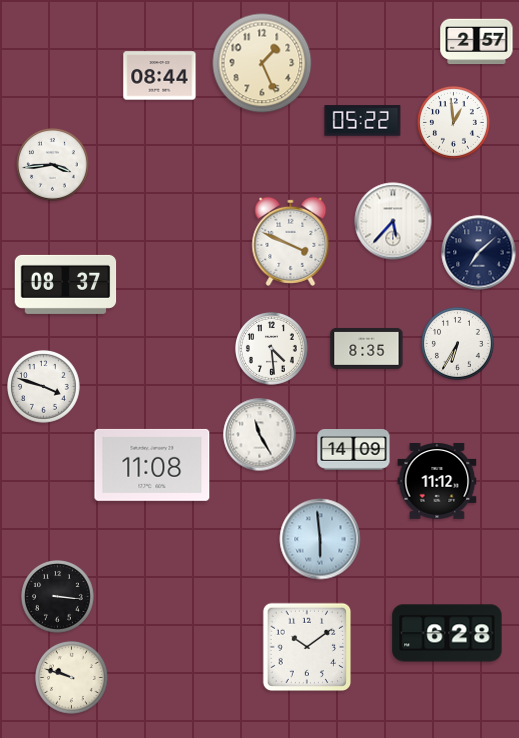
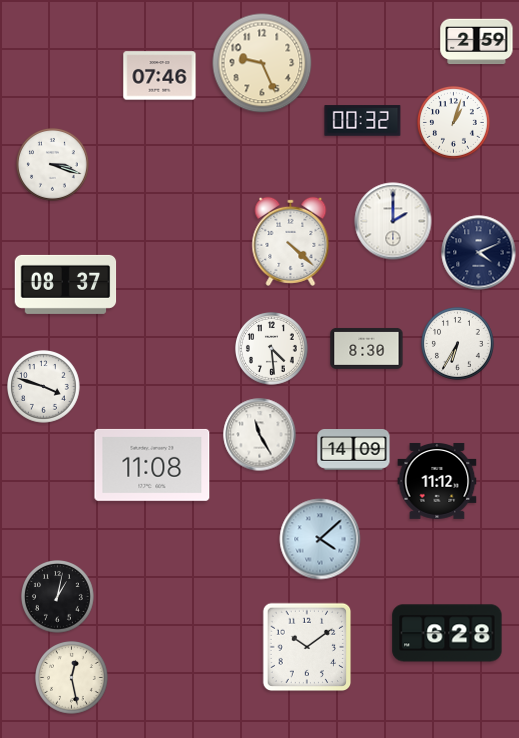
clock at (477, 42): 2:57 -> 2:59
clock at (262, 63): 1:26 -> 9:26
clock at (160, 76): 08:44 -> 07:46
clock at (363, 121): 05:22 -> 00:32
clock at (454, 123): 12:59 -> 1:03
clock at (53, 165): 3:44 -> 3:18
clock at (393, 221): 5:37 -> 2:00
clock at (291, 241): 3:49 -> 4:22
clock at (479, 253): 7:08 -> 4:11
clock at (367, 348): 8:35 -> 8:30
clock at (320, 539): 5:59 -> 4:08
clock at (58, 597): 3:16 -> 1:02
clock at (72, 678): 9:48 -> 12:28
